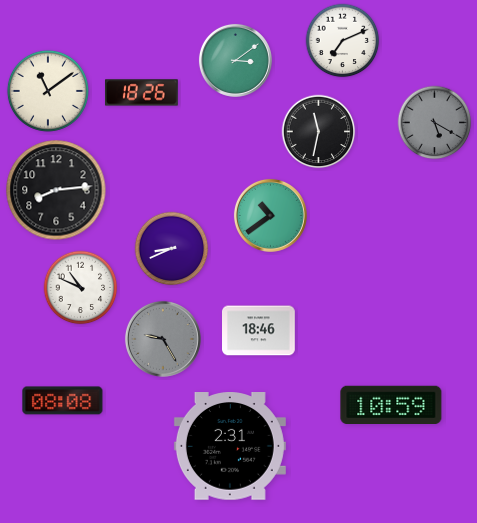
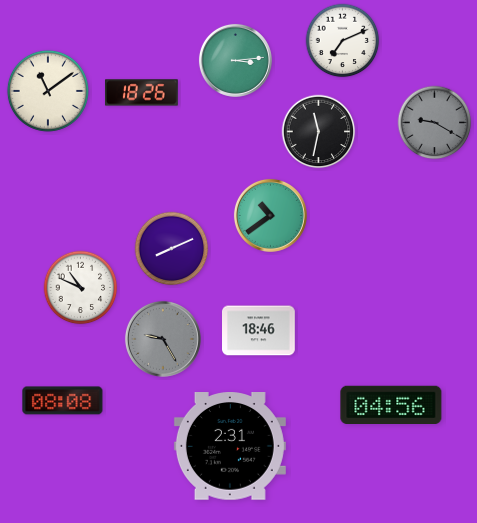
clock at (235, 60): 3:09 -> 3:14
clock at (435, 123): 5:20 -> 9:20
clock at (56, 190): 8:14 -> none
clock at (172, 249): 8:41 -> 8:11
clock at (391, 404): 10:59 -> 04:56
